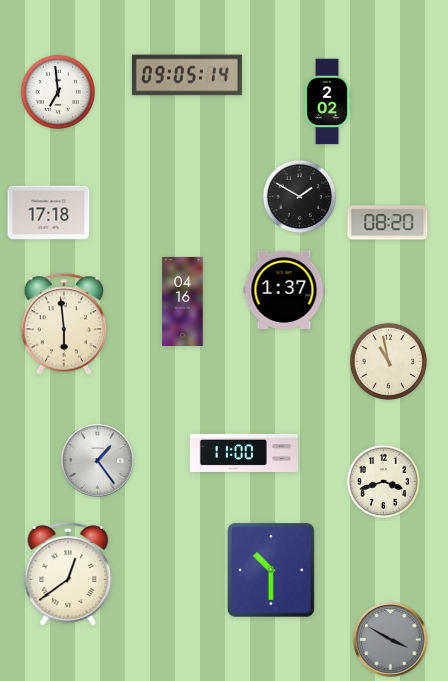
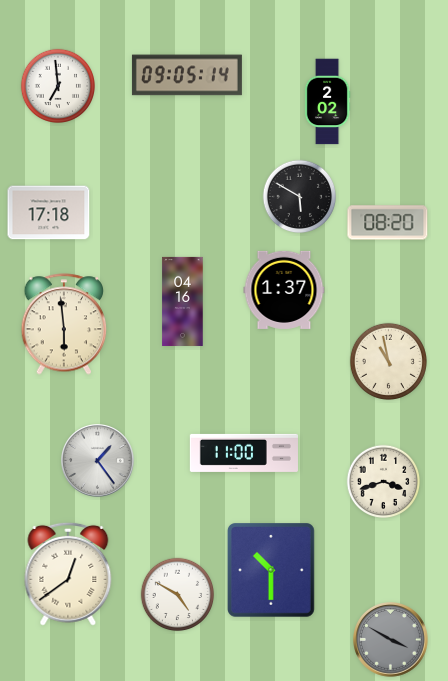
clock at (57, 91) position: (57, 91) -> (57, 85)
clock at (300, 197): 1:50 -> 5:50
clock at (178, 595): none -> 4:50
